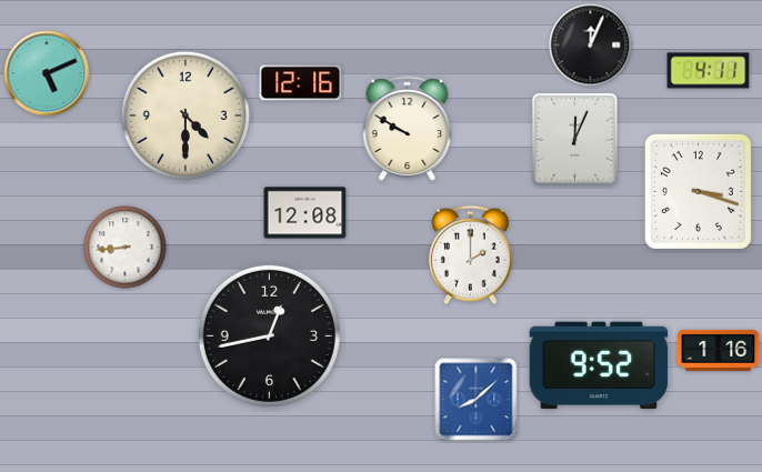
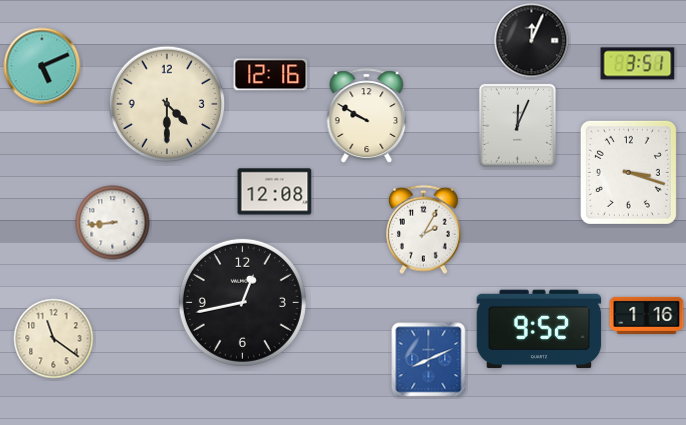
clock at (709, 71): 4:11 -> 3:51
clock at (471, 255): 2:00 -> 2:05
clock at (54, 339): none -> 11:21
clock at (477, 400): 8:08 -> 8:11
